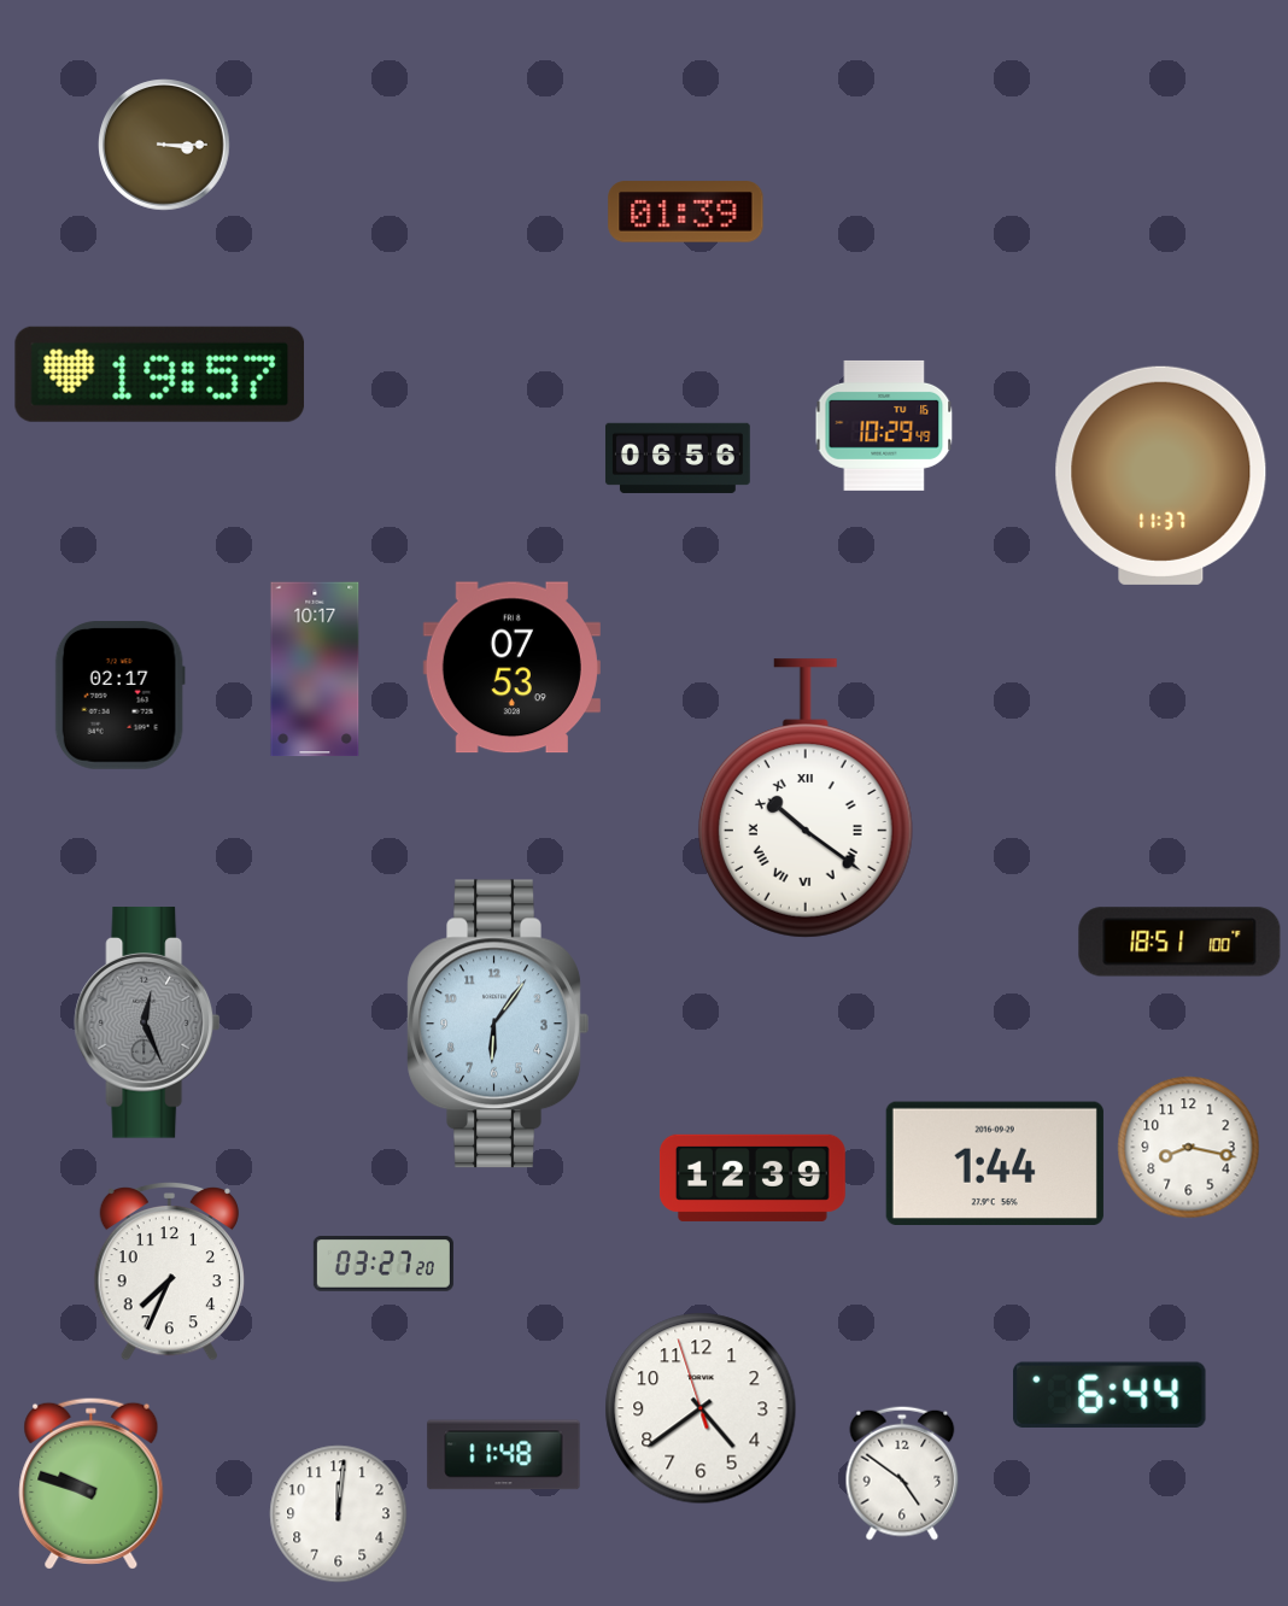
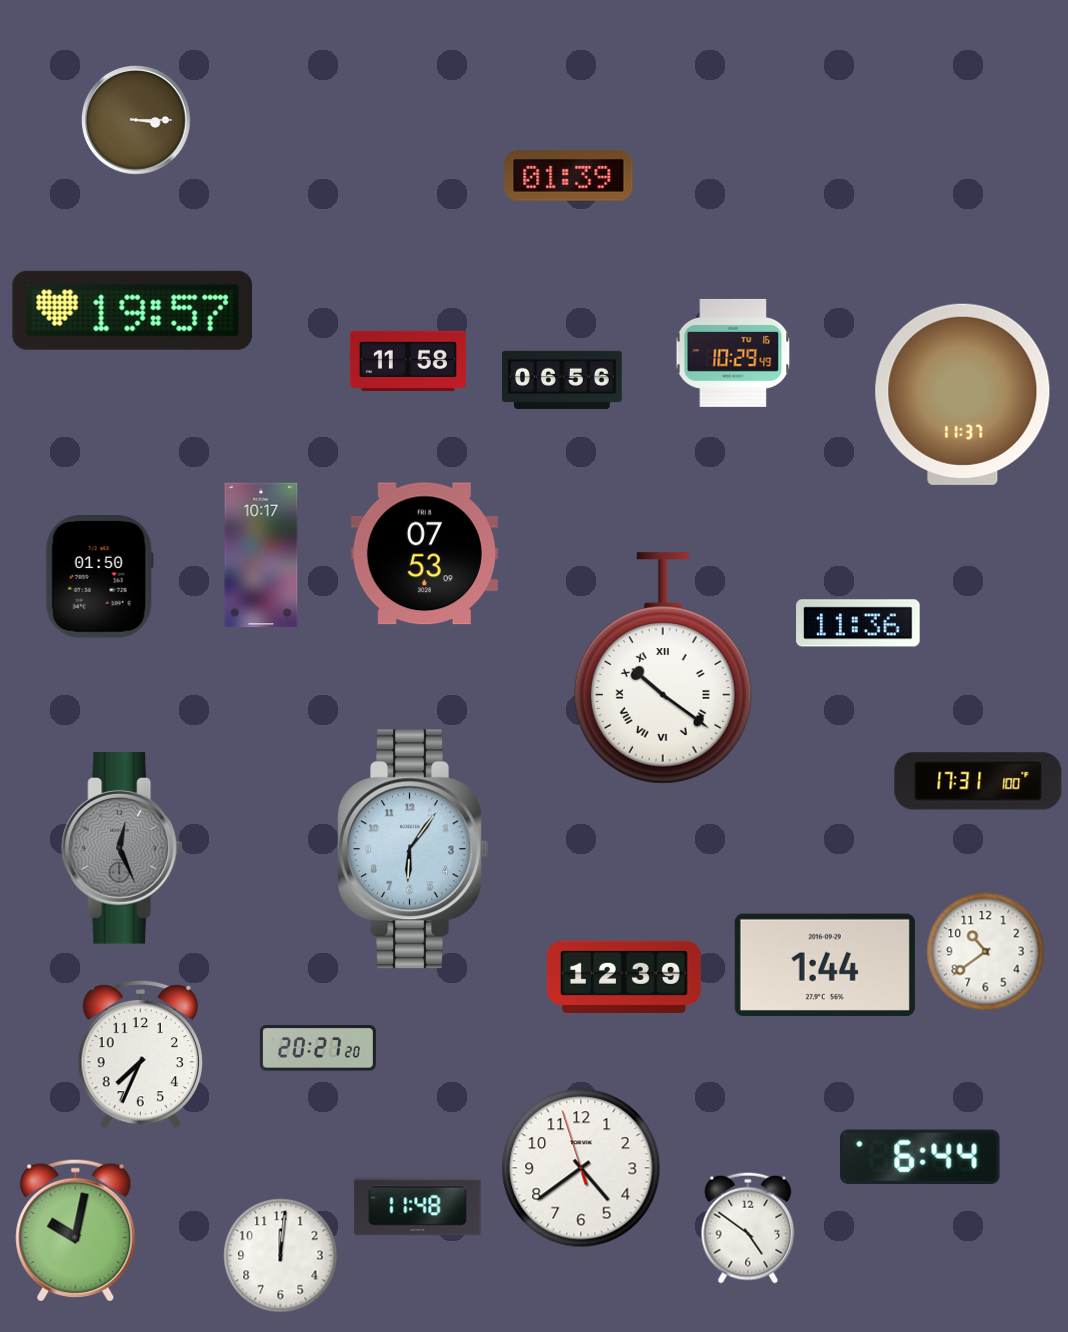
clock at (408, 361): none -> 11:58
clock at (119, 696): 02:17 -> 01:50
clock at (858, 623): none -> 11:36
clock at (806, 798) position: (806, 798) -> (663, 668)
clock at (1179, 942): 18:51 -> 17:31
clock at (1189, 1148): 8:17 -> 10:39
clock at (384, 1264): 03:27 -> 20:27
clock at (902, 1473) position: (902, 1473) -> (748, 1228)
clock at (92, 1483): 9:48 -> 10:02
